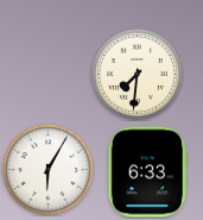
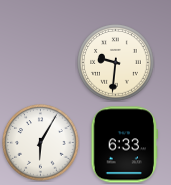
clock at (138, 75): 7:31 -> 9:31
